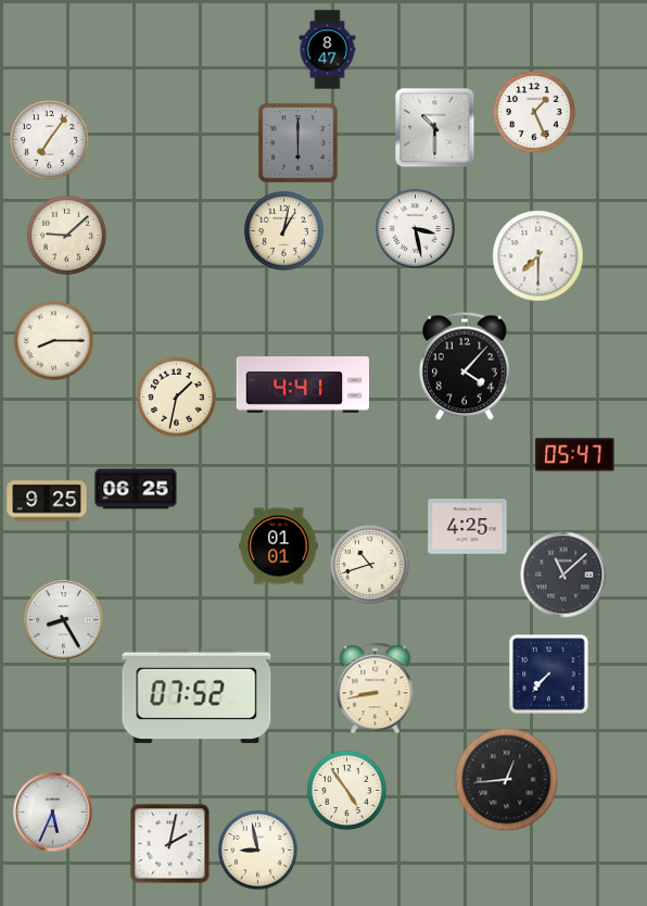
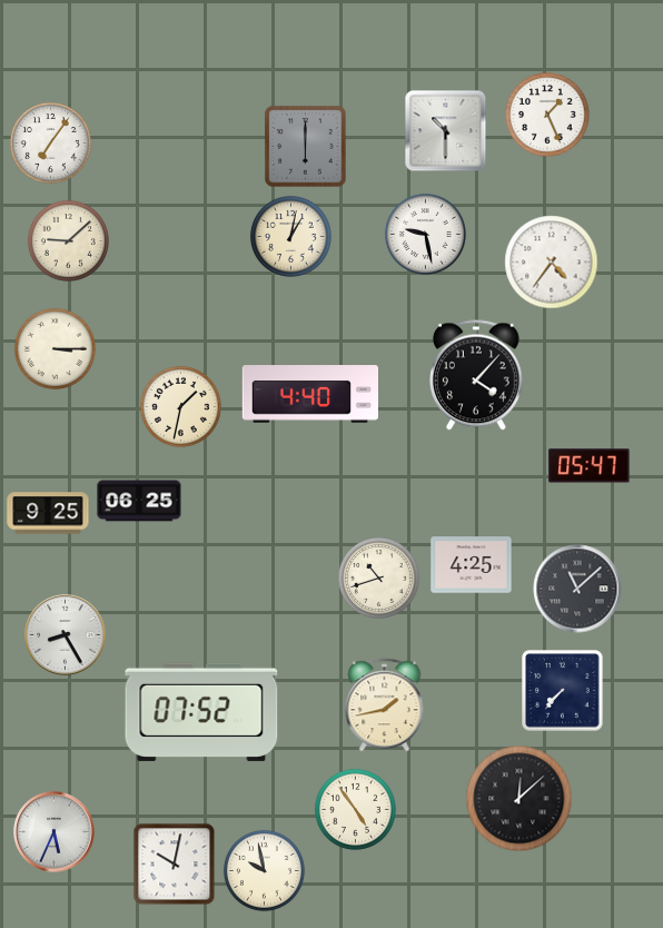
clock at (328, 50): 8:47 -> none
clock at (415, 228): 3:28 -> 9:28
clock at (538, 256): 7:30 -> 4:36
clock at (53, 340): 8:15 -> 3:15
clock at (302, 385): 4:41 -> 4:40
clock at (468, 527) position: (468, 527) -> (472, 565)
clock at (279, 546): 01:01 -> none
clock at (376, 689): 8:43 -> 1:43
clock at (507, 780): 12:44 -> 12:08
clock at (170, 844): 2:02 -> 10:02
clock at (257, 850): 8:58 -> 9:58
